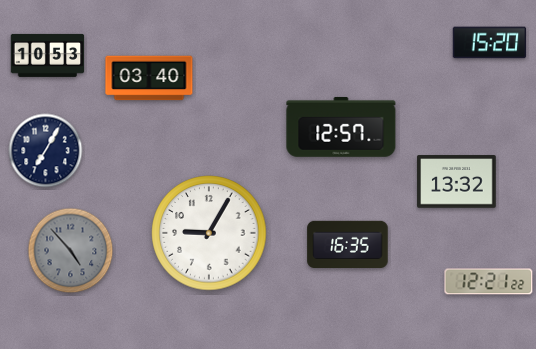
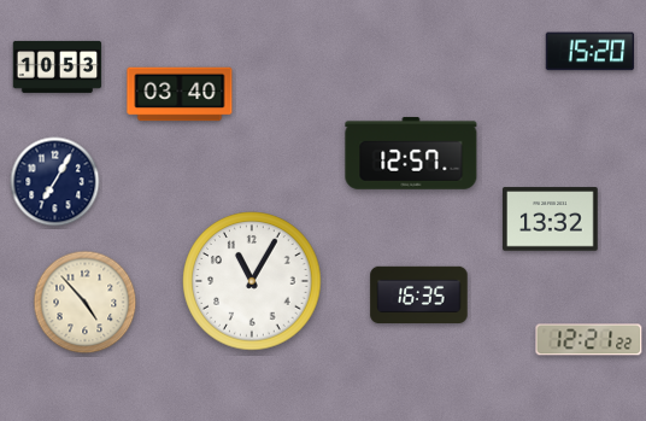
clock at (209, 233): 9:05 -> 11:05
clock at (71, 251) dial: grey -> cream
